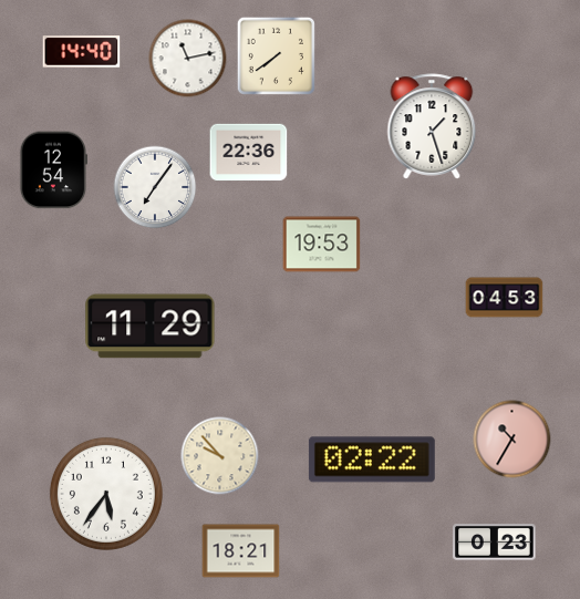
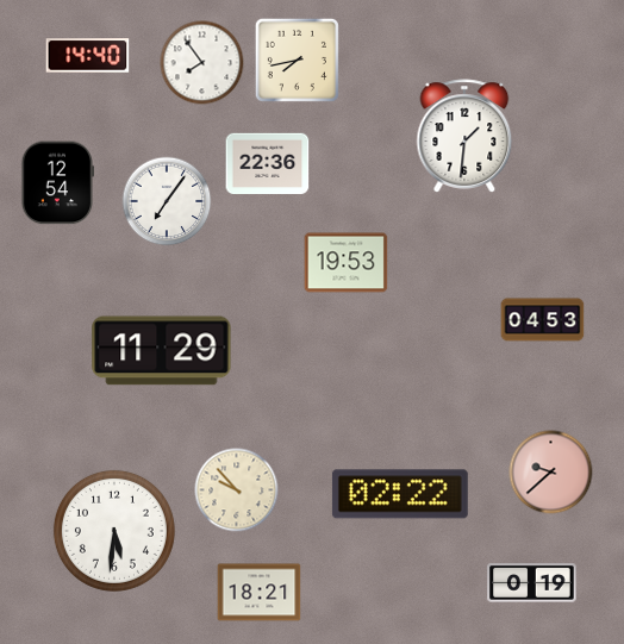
clock at (276, 55): 7:39 -> 7:43
clock at (188, 59): 11:13 -> 7:54
clock at (432, 126): 1:27 -> 1:31
clock at (512, 440): 10:35 -> 9:38
clock at (106, 494): 5:36 -> 5:31
clock at (495, 543): 0:23 -> 0:19
